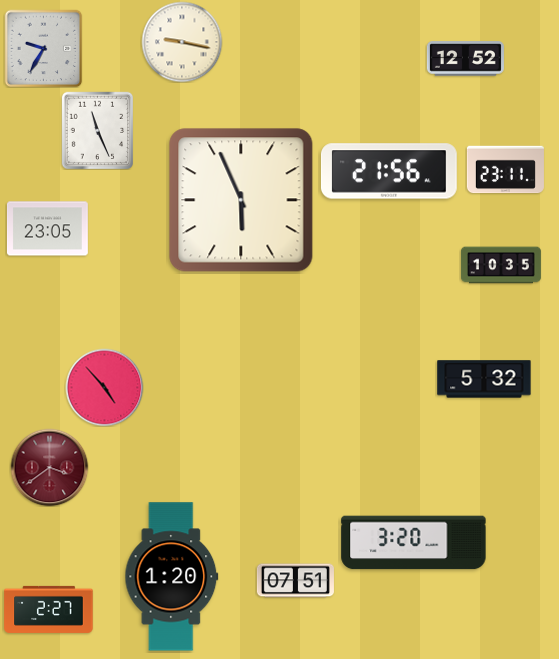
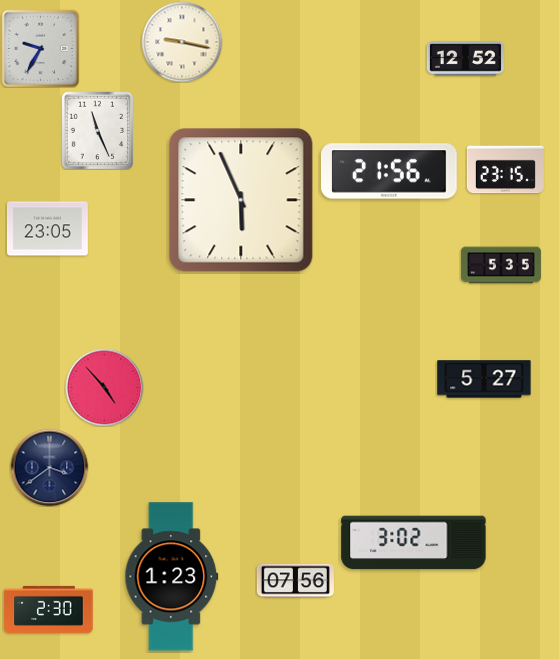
clock at (43, 48) position: (43, 48) -> (40, 48)
clock at (505, 170): 23:11 -> 23:15
clock at (501, 265): 10:35 -> 5:35
clock at (484, 379): 5:32 -> 5:27
clock at (49, 467) dial: burgundy -> navy
clock at (414, 543): 3:20 -> 3:02
clock at (172, 577): 1:20 -> 1:23
clock at (295, 581): 07:51 -> 07:56
clock at (49, 609): 2:27 -> 2:30
